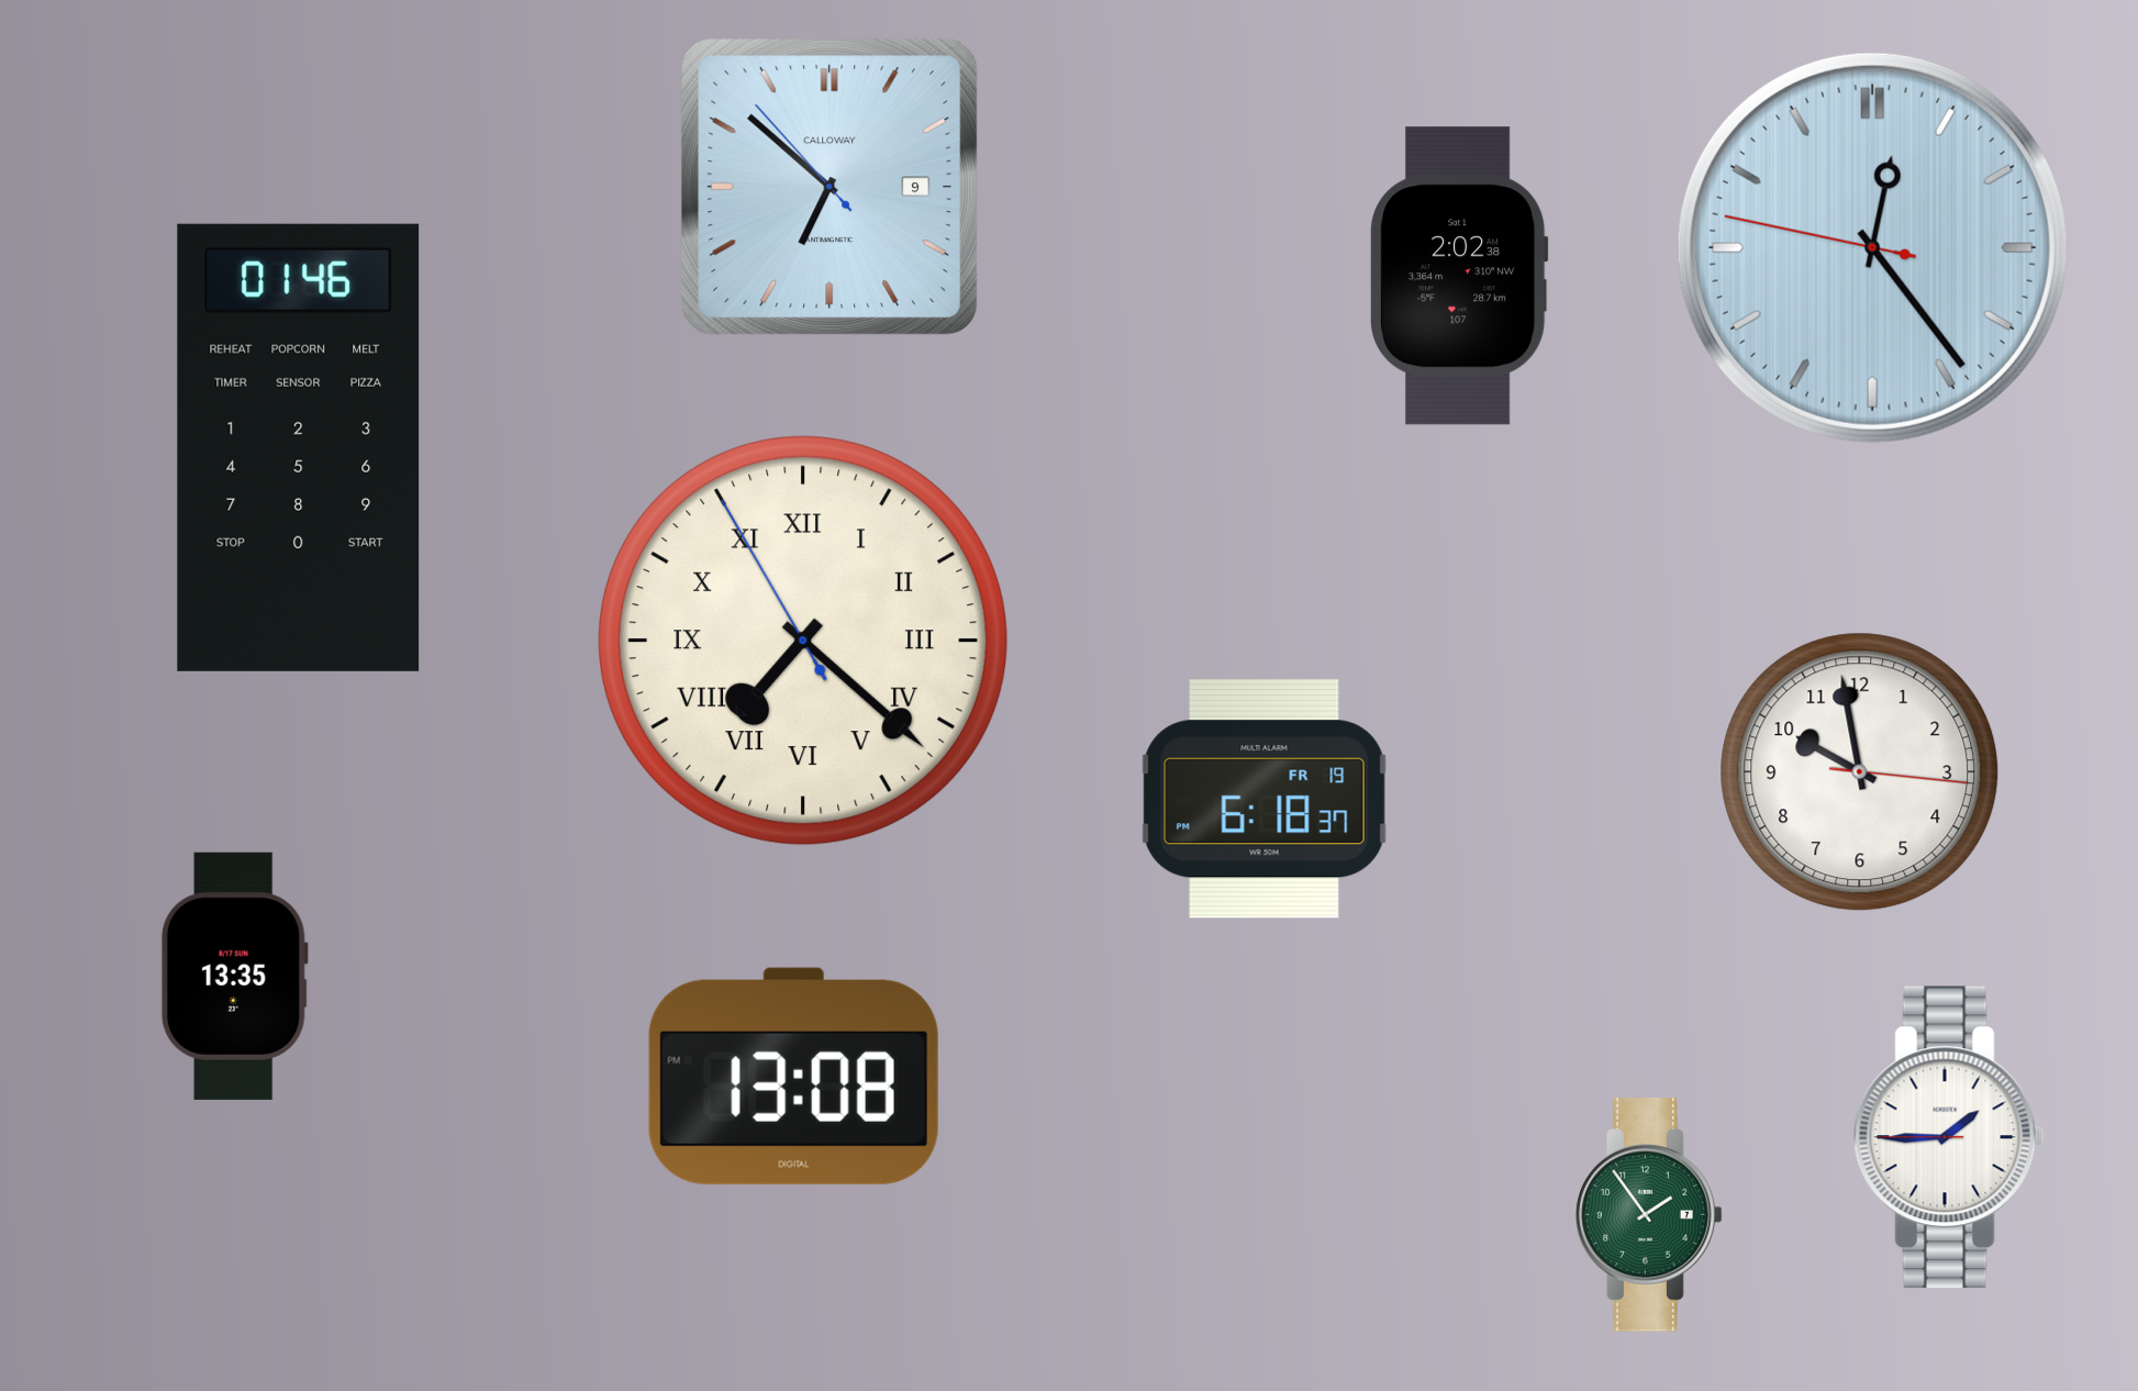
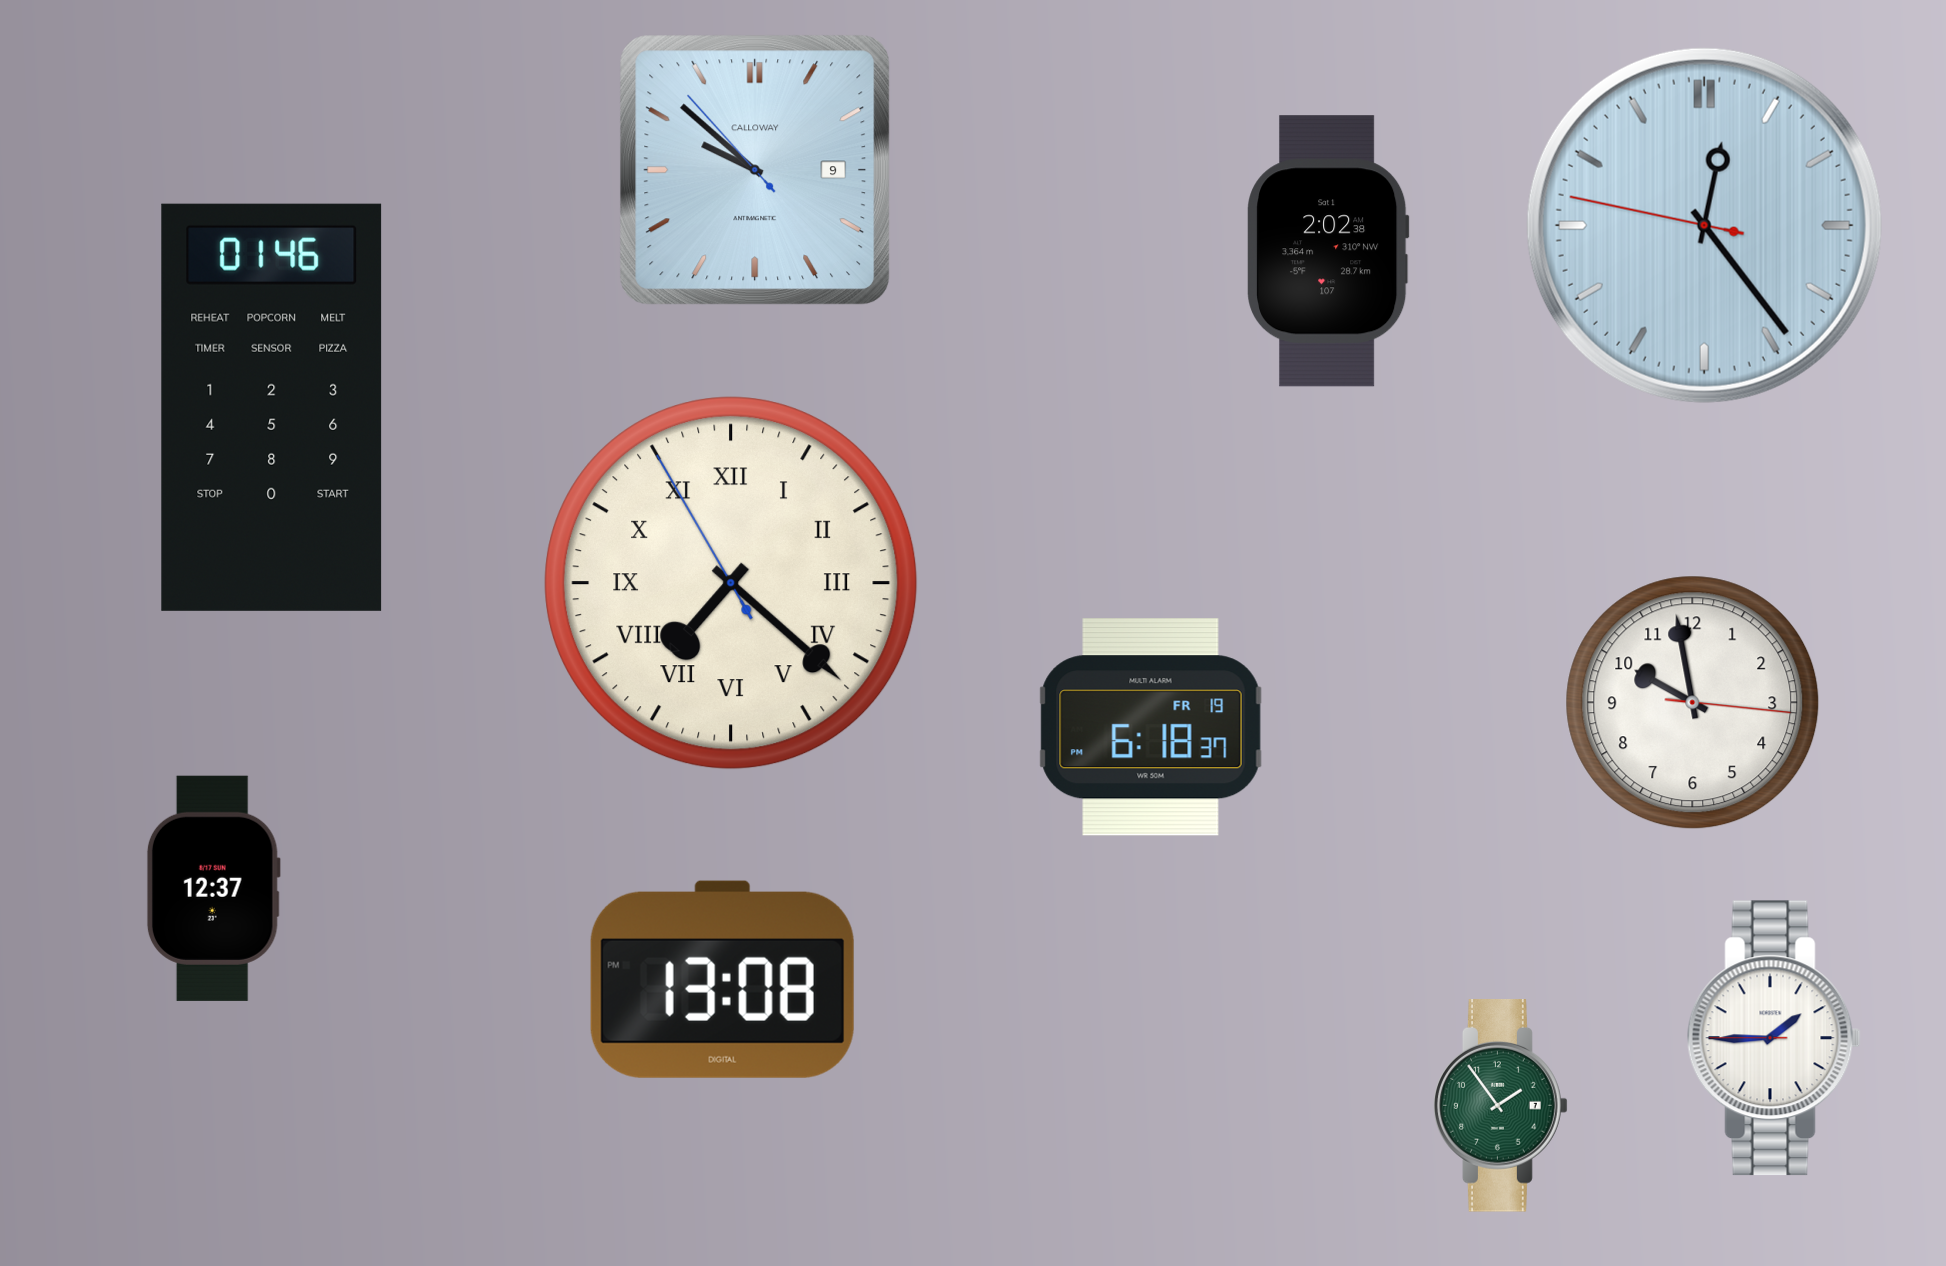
clock at (829, 187): 6:51 -> 9:51
clock at (234, 976): 13:35 -> 12:37
clock at (1949, 1137) position: (1949, 1137) -> (1774, 1038)
